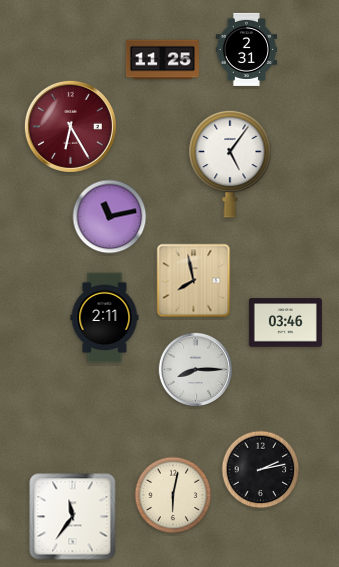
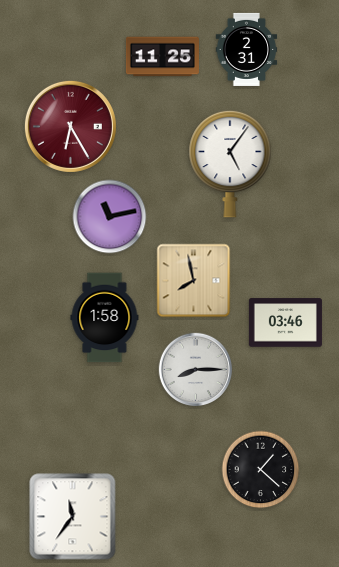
clock at (162, 60) position: (162, 60) -> (162, 57)
clock at (105, 318): 2:11 -> 1:58
clock at (261, 470): 2:13 -> 1:22
clock at (173, 495): 6:02 -> none
